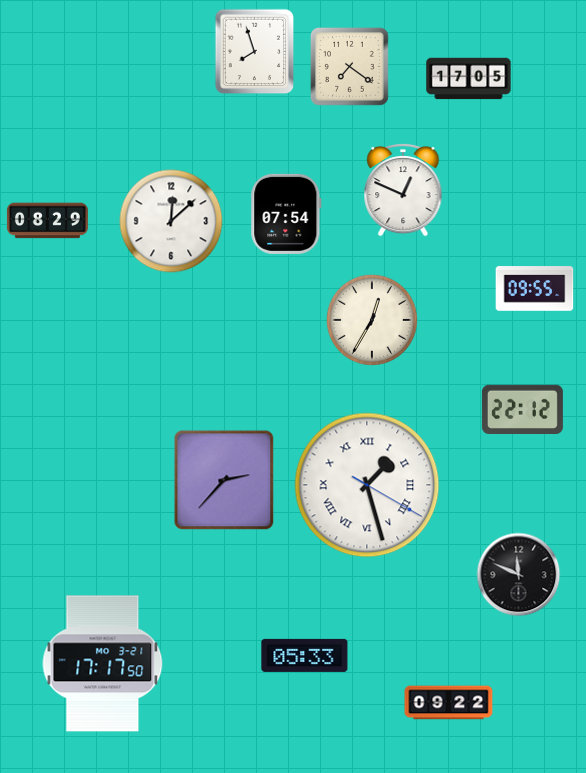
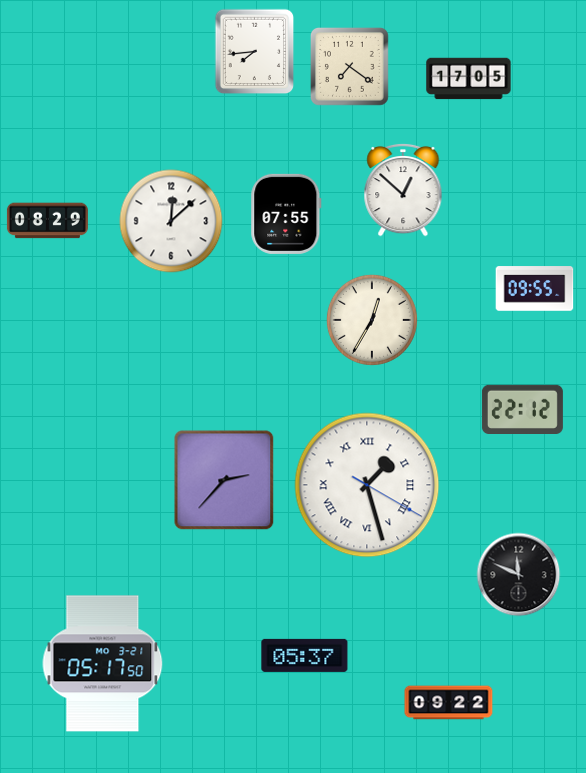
clock at (255, 52): 7:57 -> 7:44
clock at (403, 190): 12:49 -> 12:52
clock at (286, 214): 07:54 -> 07:55
clock at (305, 655): 05:33 -> 05:37
clock at (103, 664): 17:17 -> 05:17
